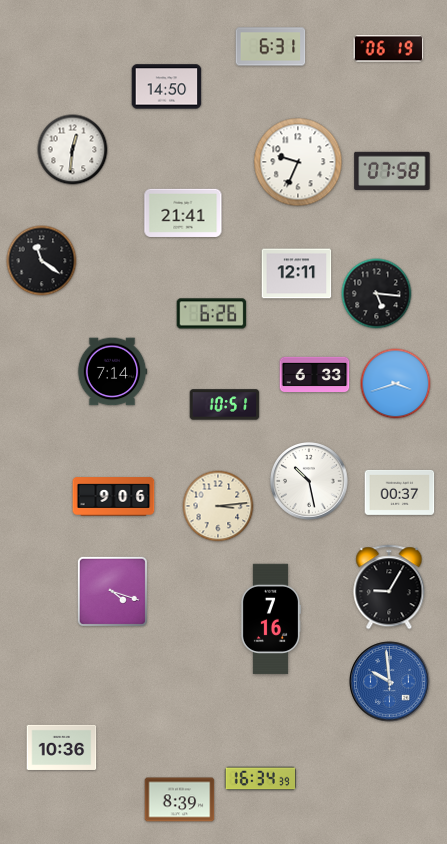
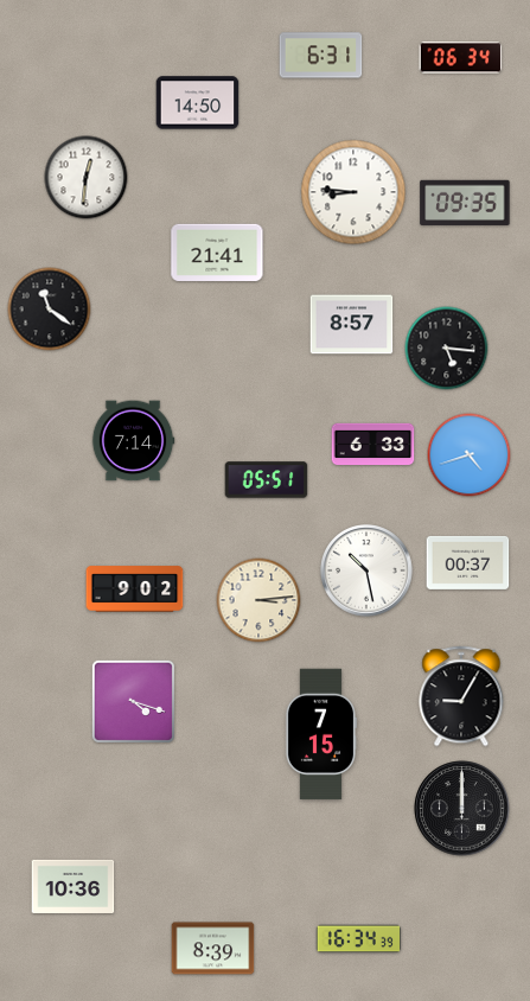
clock at (389, 49): 06:19 -> 06:34
clock at (298, 162): 9:34 -> 8:46
clock at (392, 170): 07:58 -> 09:35
clock at (297, 274): 12:11 -> 8:57
clock at (212, 314): 6:26 -> none
clock at (396, 384): 3:42 -> 4:42
clock at (225, 405): 10:51 -> 05:51
clock at (400, 492) position: (400, 492) -> (468, 562)
clock at (114, 497): 9:06 -> 9:02
clock at (270, 619): 7:16 -> 7:15
clock at (390, 682): 9:59 -> 12:00
clock at (390, 682) dial: blue -> black
clock at (260, 779) position: (260, 779) -> (358, 939)
